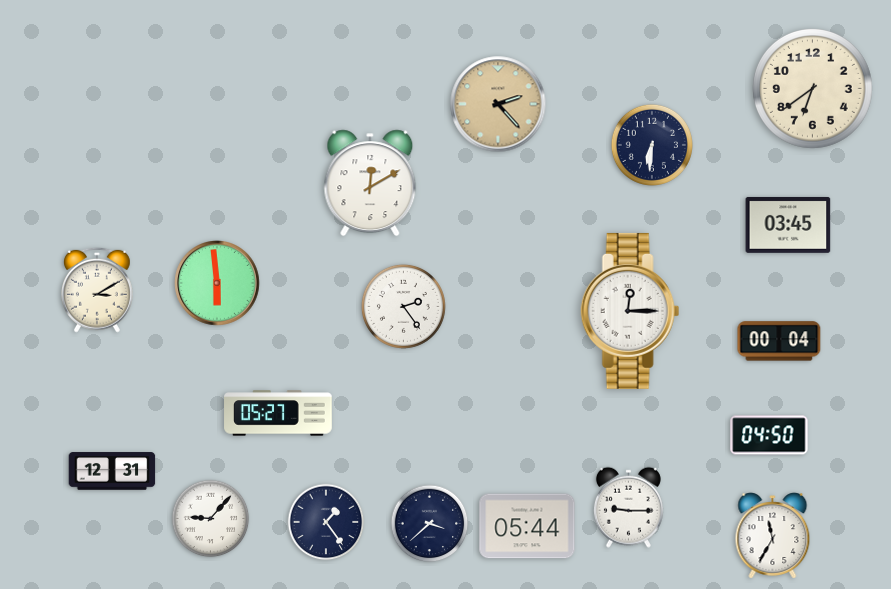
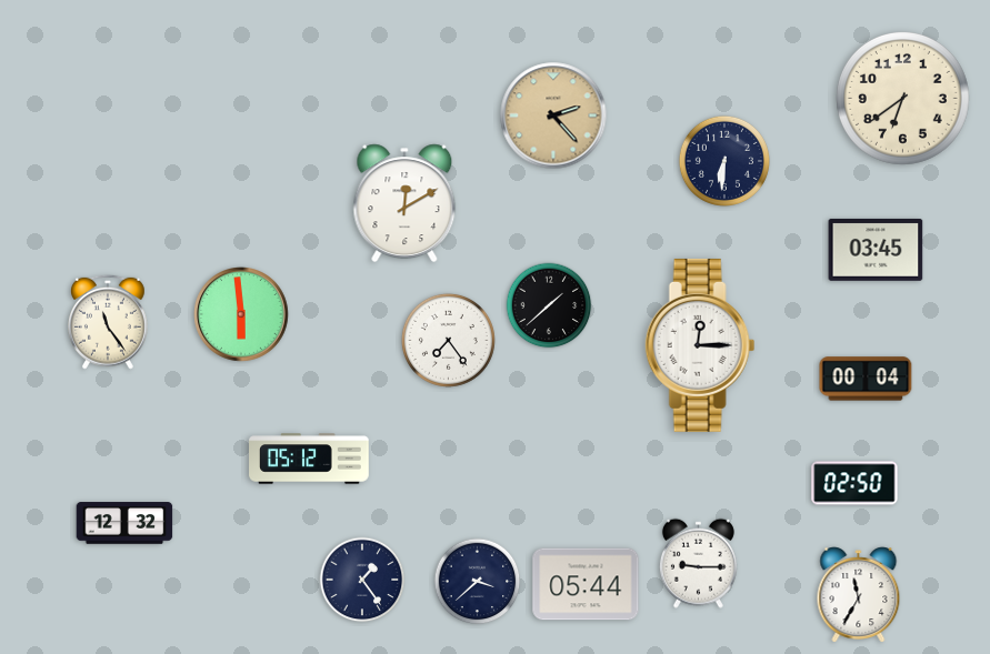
clock at (370, 183) position: (370, 183) -> (404, 203)
clock at (549, 305): none -> 1:38
clock at (97, 290): 3:10 -> 11:24
clock at (403, 306): 2:24 -> 7:24
clock at (278, 413): 05:27 -> 05:12
clock at (769, 435): 04:50 -> 02:50
clock at (112, 471): 12:31 -> 12:32
clock at (211, 519): 9:07 -> none
